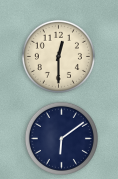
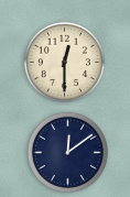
clock at (61, 138): 6:09 -> 12:09
